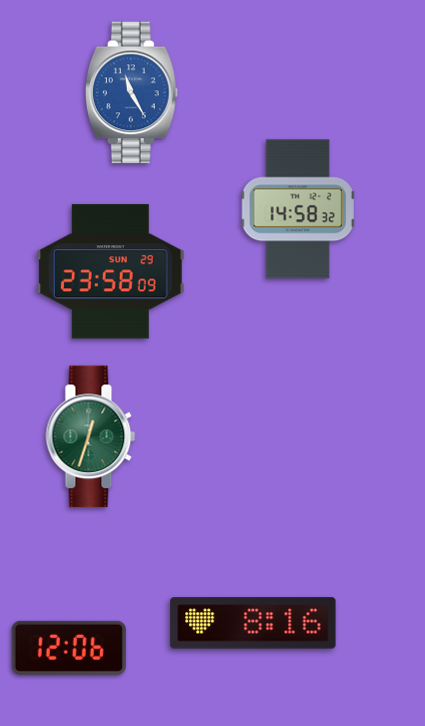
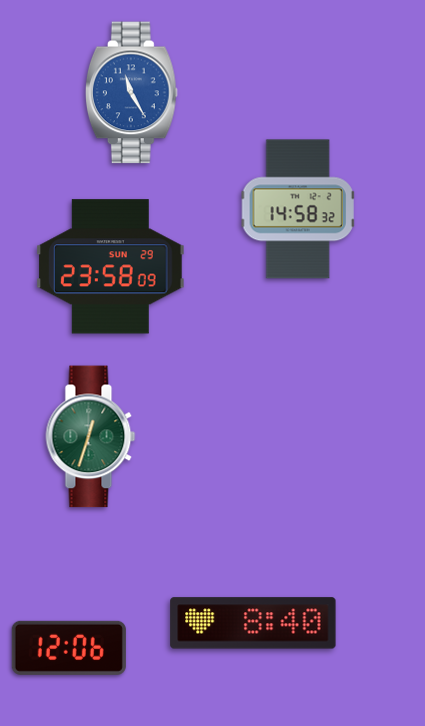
clock at (111, 272) position: (111, 272) -> (111, 267)
clock at (253, 623): 8:16 -> 8:40
